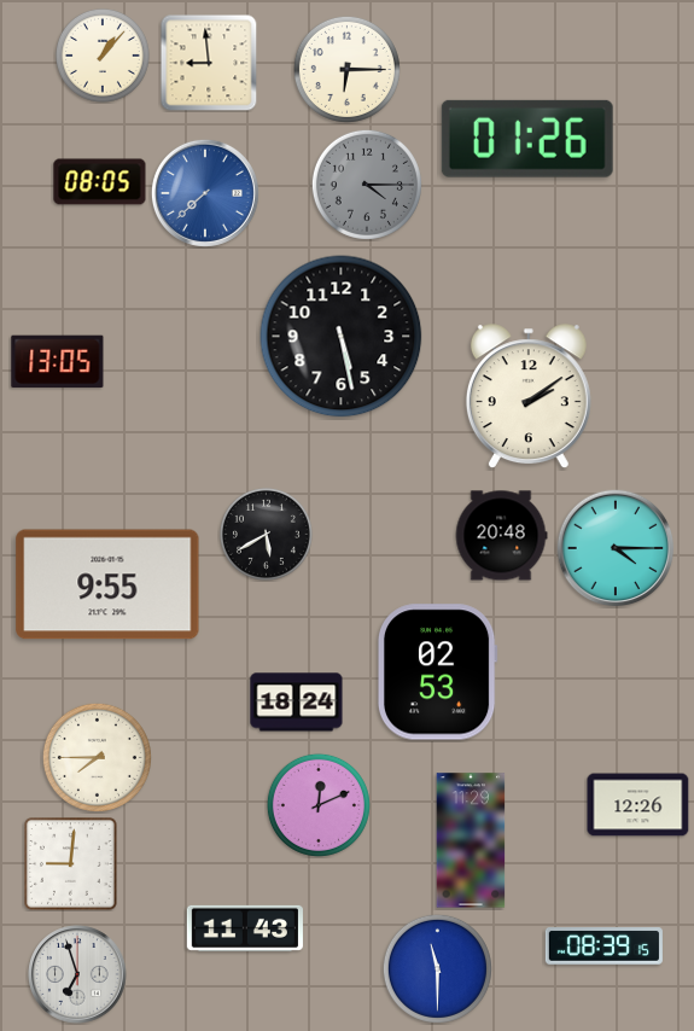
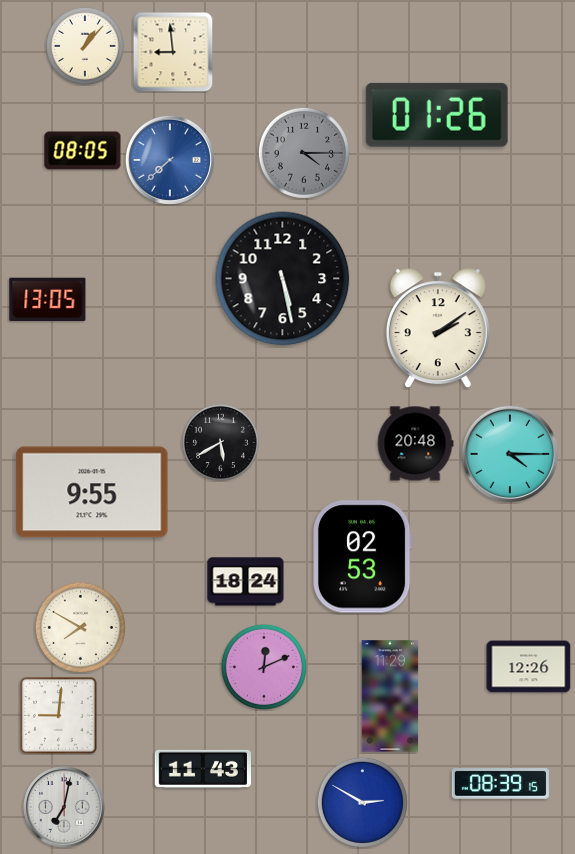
clock at (346, 69): 6:15 -> none
clock at (107, 584) position: (107, 584) -> (92, 492)
clock at (97, 757): 7:45 -> 7:50
clock at (437, 968): 11:30 -> 2:50
clock at (77, 974): 6:57 -> 7:02
